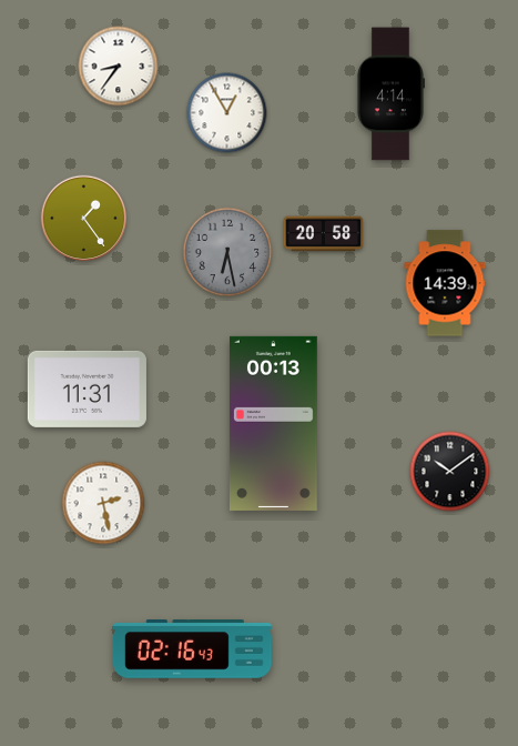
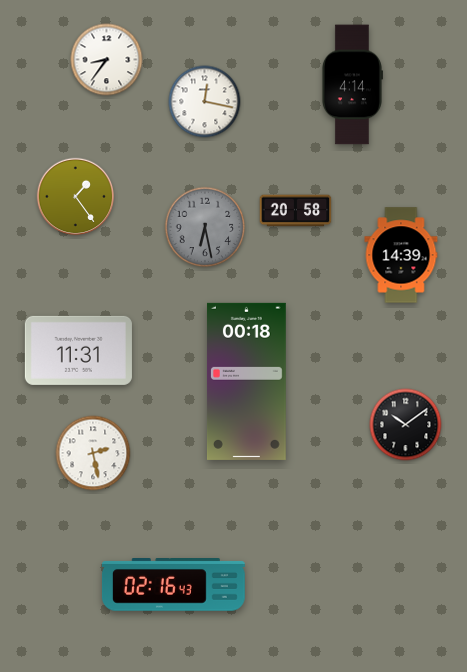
clock at (227, 113): 12:55 -> 12:17
clock at (324, 234) position: (324, 234) -> (296, 211)
clock at (273, 423): 00:13 -> 00:18
